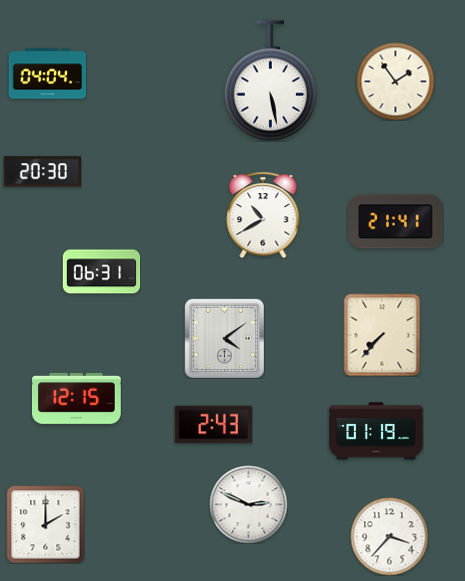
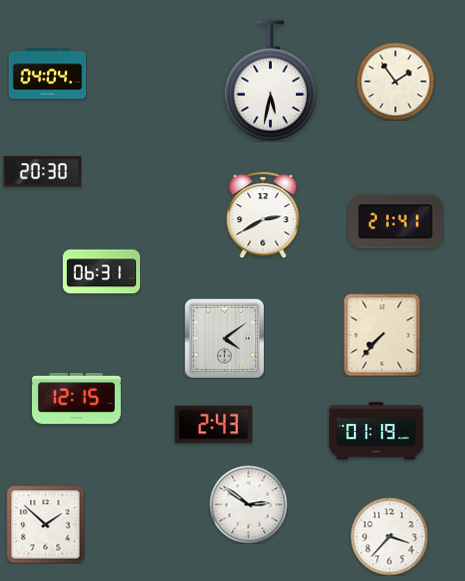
clock at (270, 81): 5:28 -> 5:32
clock at (263, 215): 10:40 -> 2:40
clock at (248, 504): 2:49 -> 2:51
clock at (45, 524): 2:00 -> 1:52
